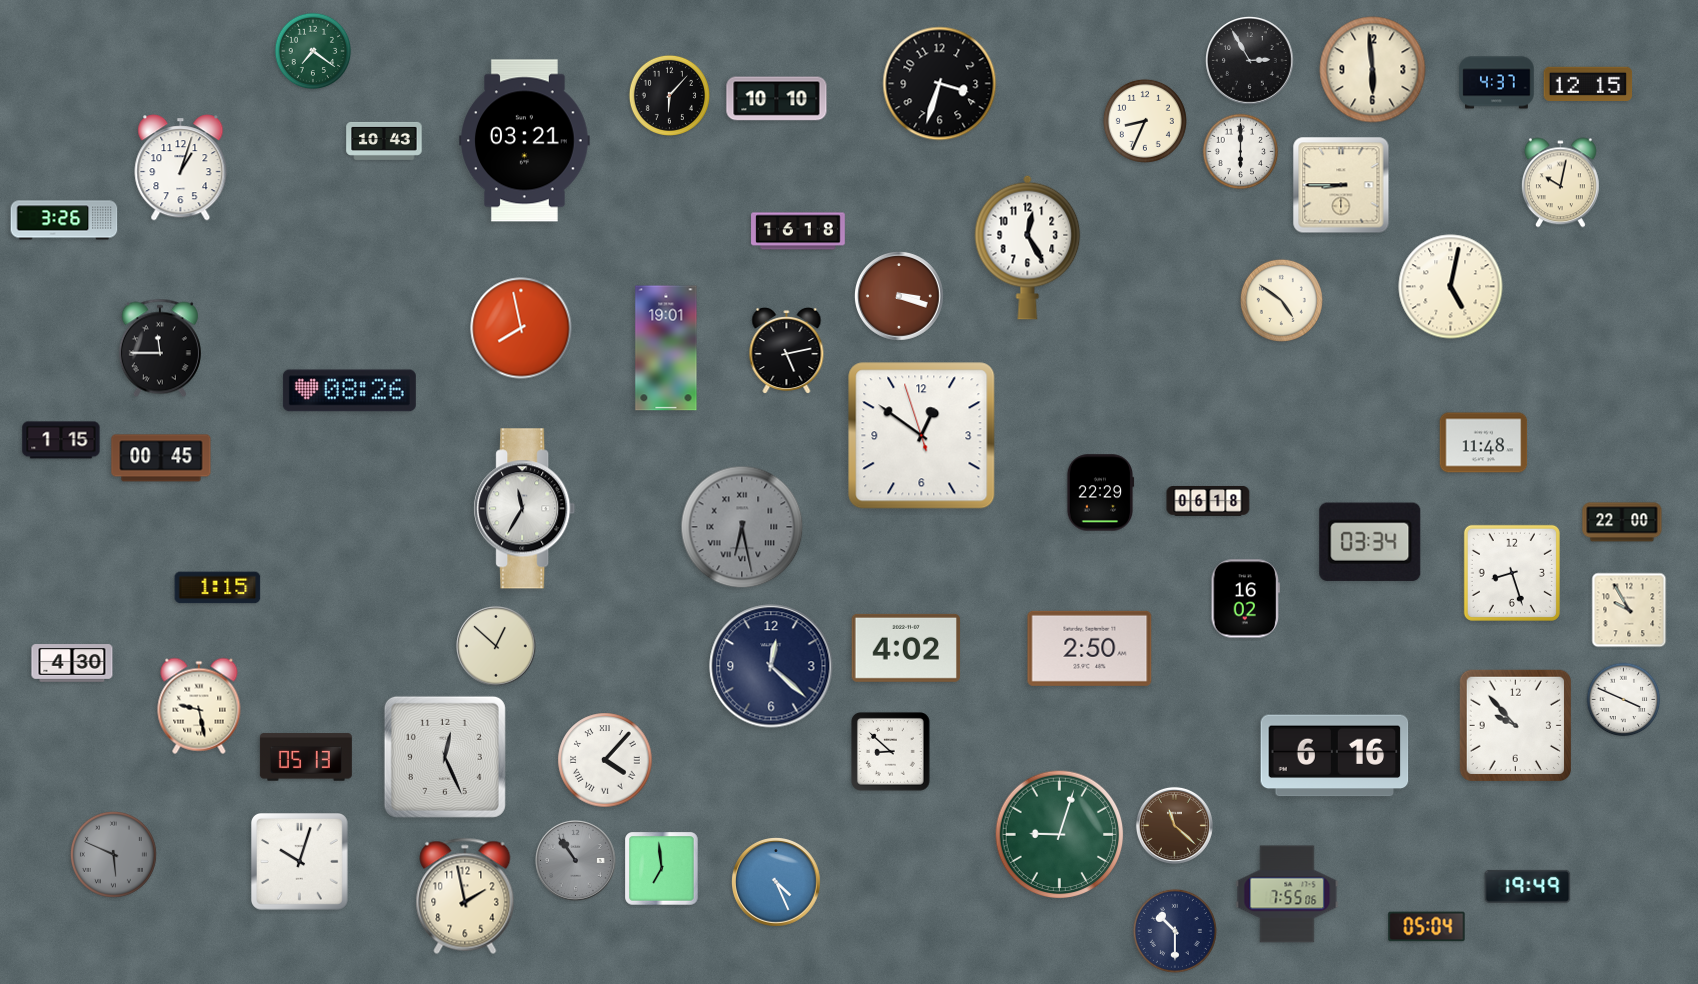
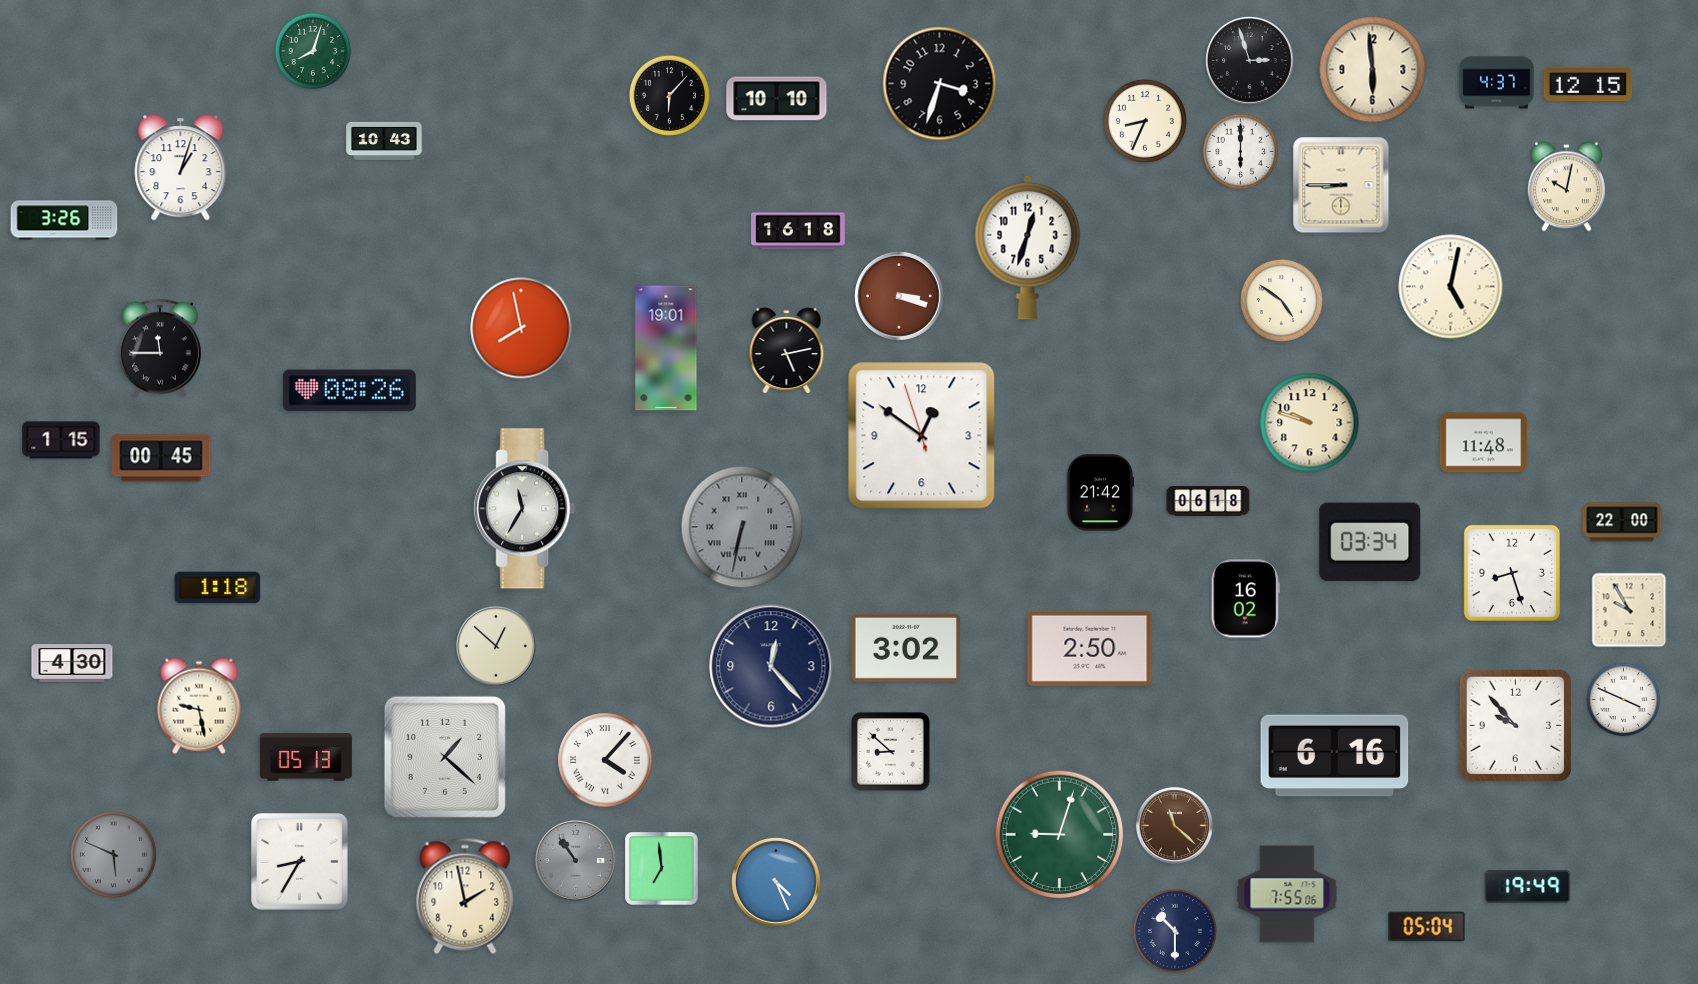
clock at (313, 51): 7:21 -> 8:03
clock at (1250, 61): 2:55 -> 2:57
clock at (525, 141): 03:21 -> none
clock at (1560, 183) position: (1560, 183) -> (1566, 187)
clock at (1028, 247): 12:25 -> 12:33
clock at (1310, 423): none -> 9:48
clock at (1100, 493): 22:29 -> 21:42
clock at (742, 527): 6:28 -> 6:32
clock at (218, 588): 1:15 -> 1:18
clock at (906, 648): 4:02 -> 3:02
clock at (771, 666): 12:22 -> 12:23
clock at (445, 757): 12:26 -> 1:22
clock at (300, 862): 10:03 -> 8:35
